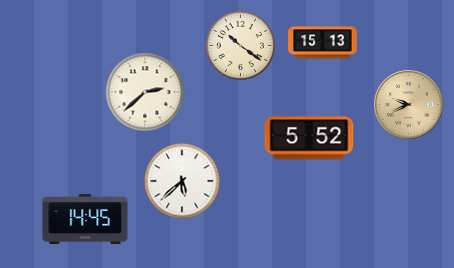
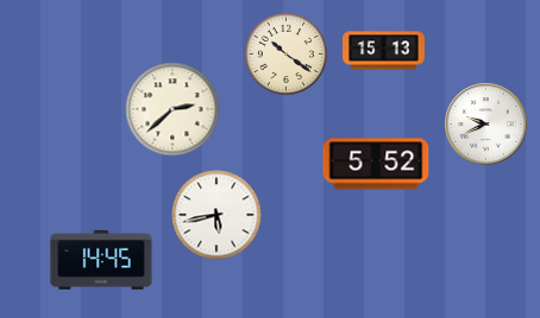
clock at (409, 105) dial: champagne -> white
clock at (309, 138) position: (309, 138) -> (376, 164)
clock at (182, 181): 5:38 -> 5:43
